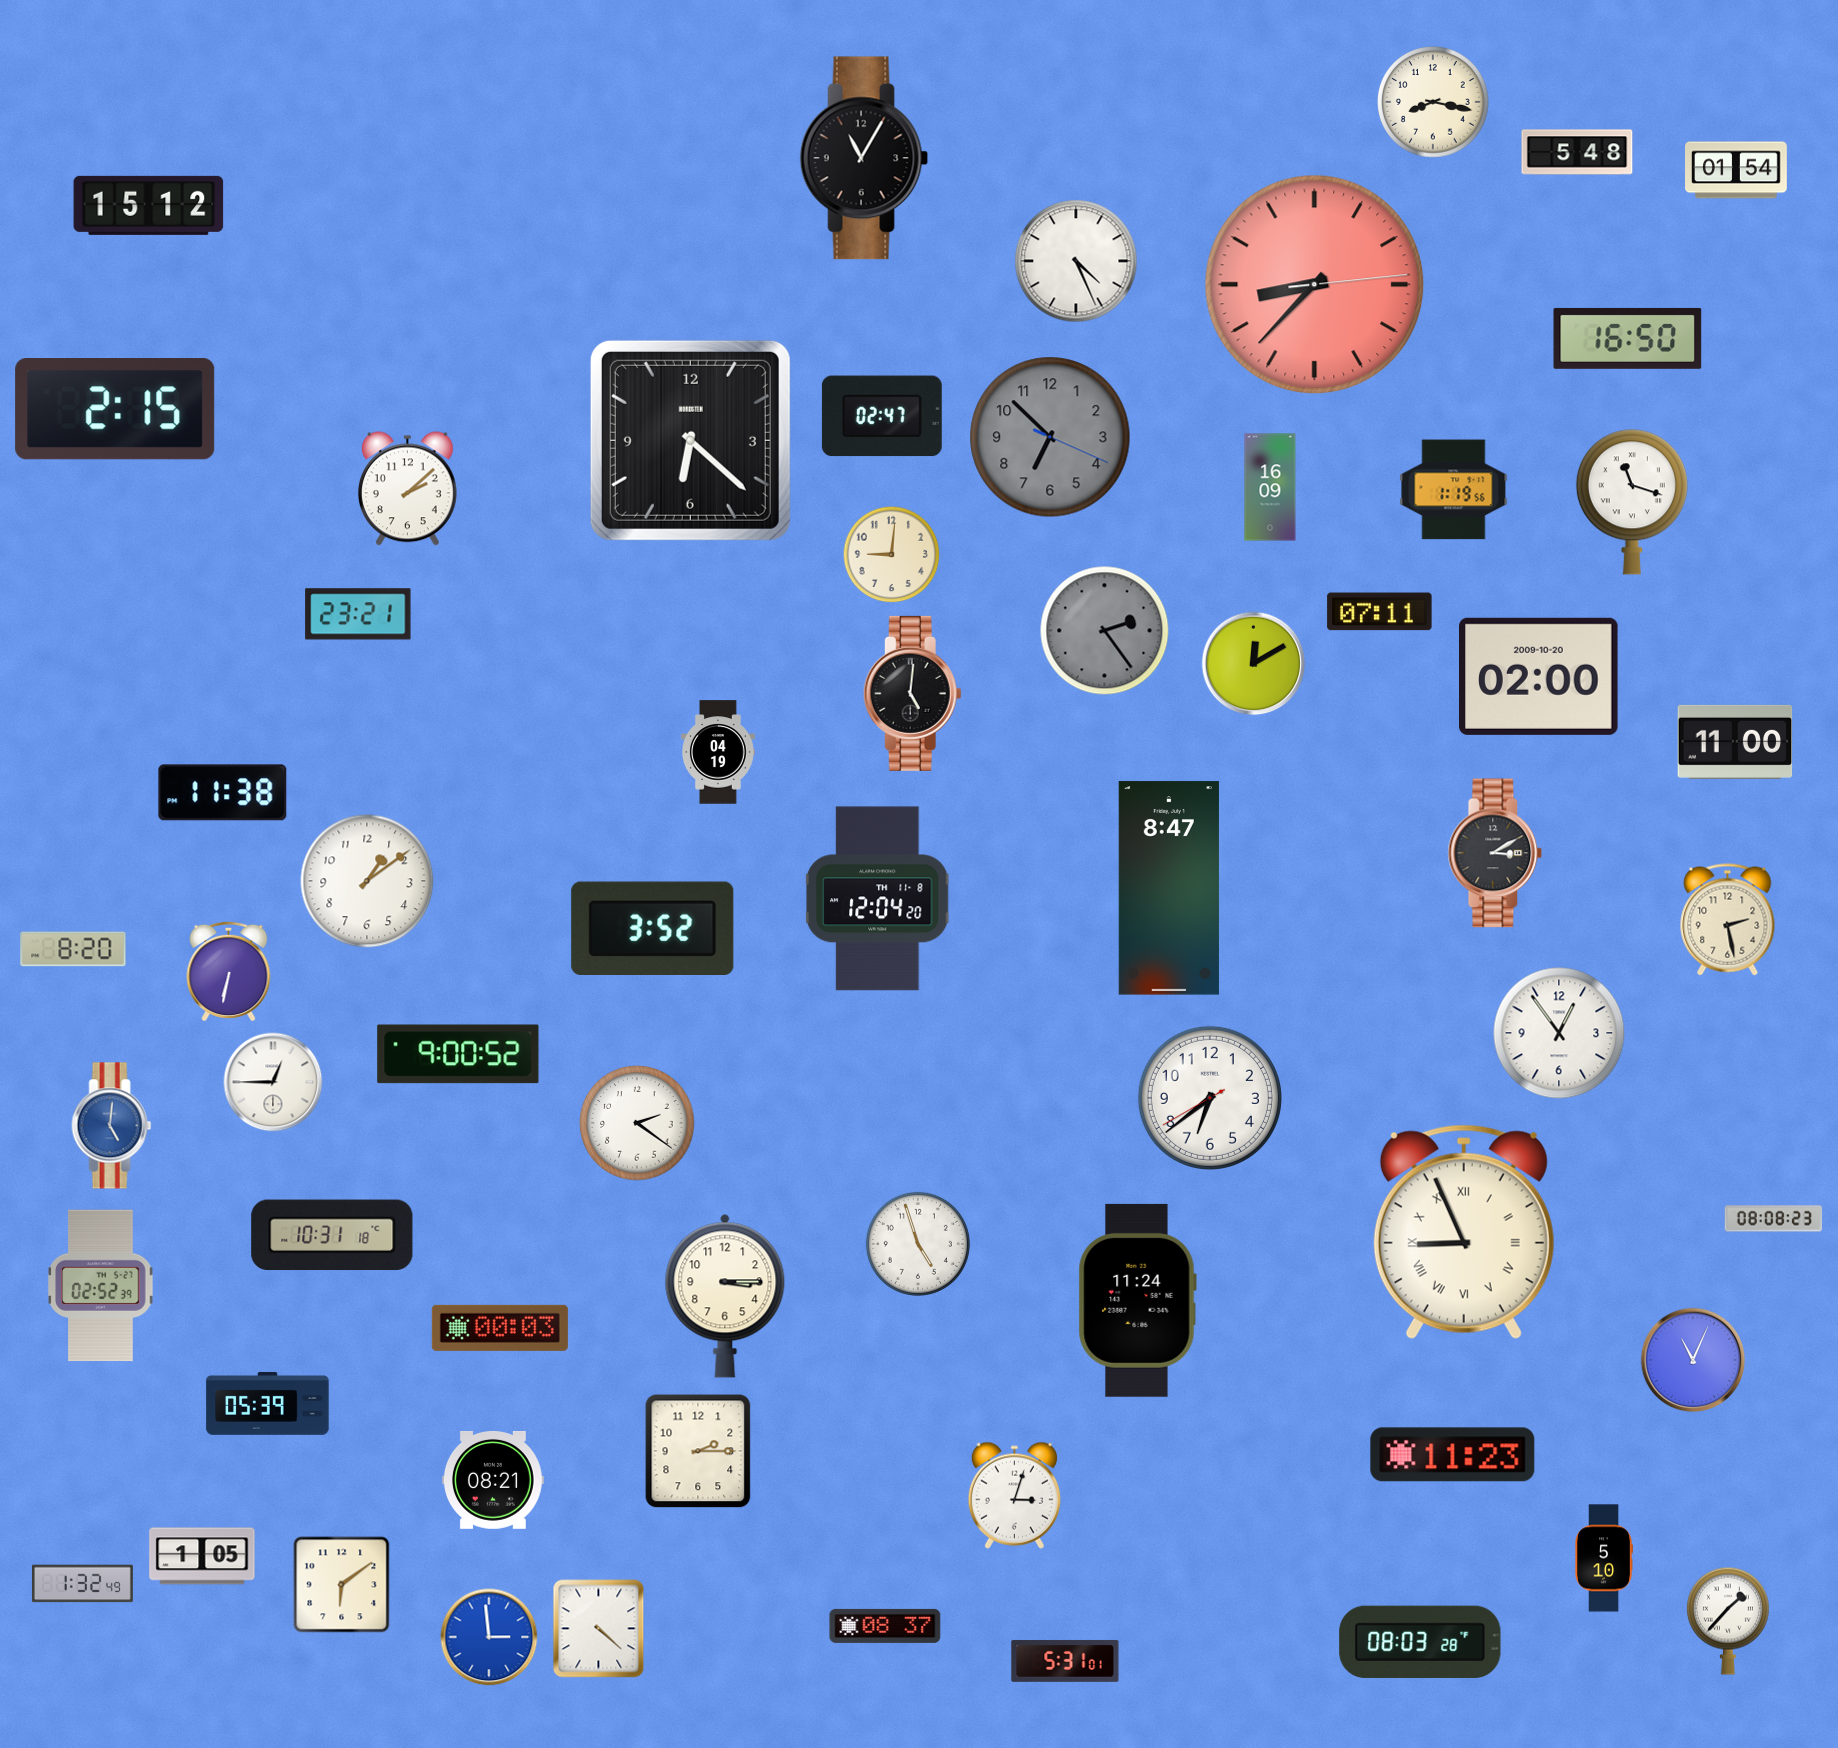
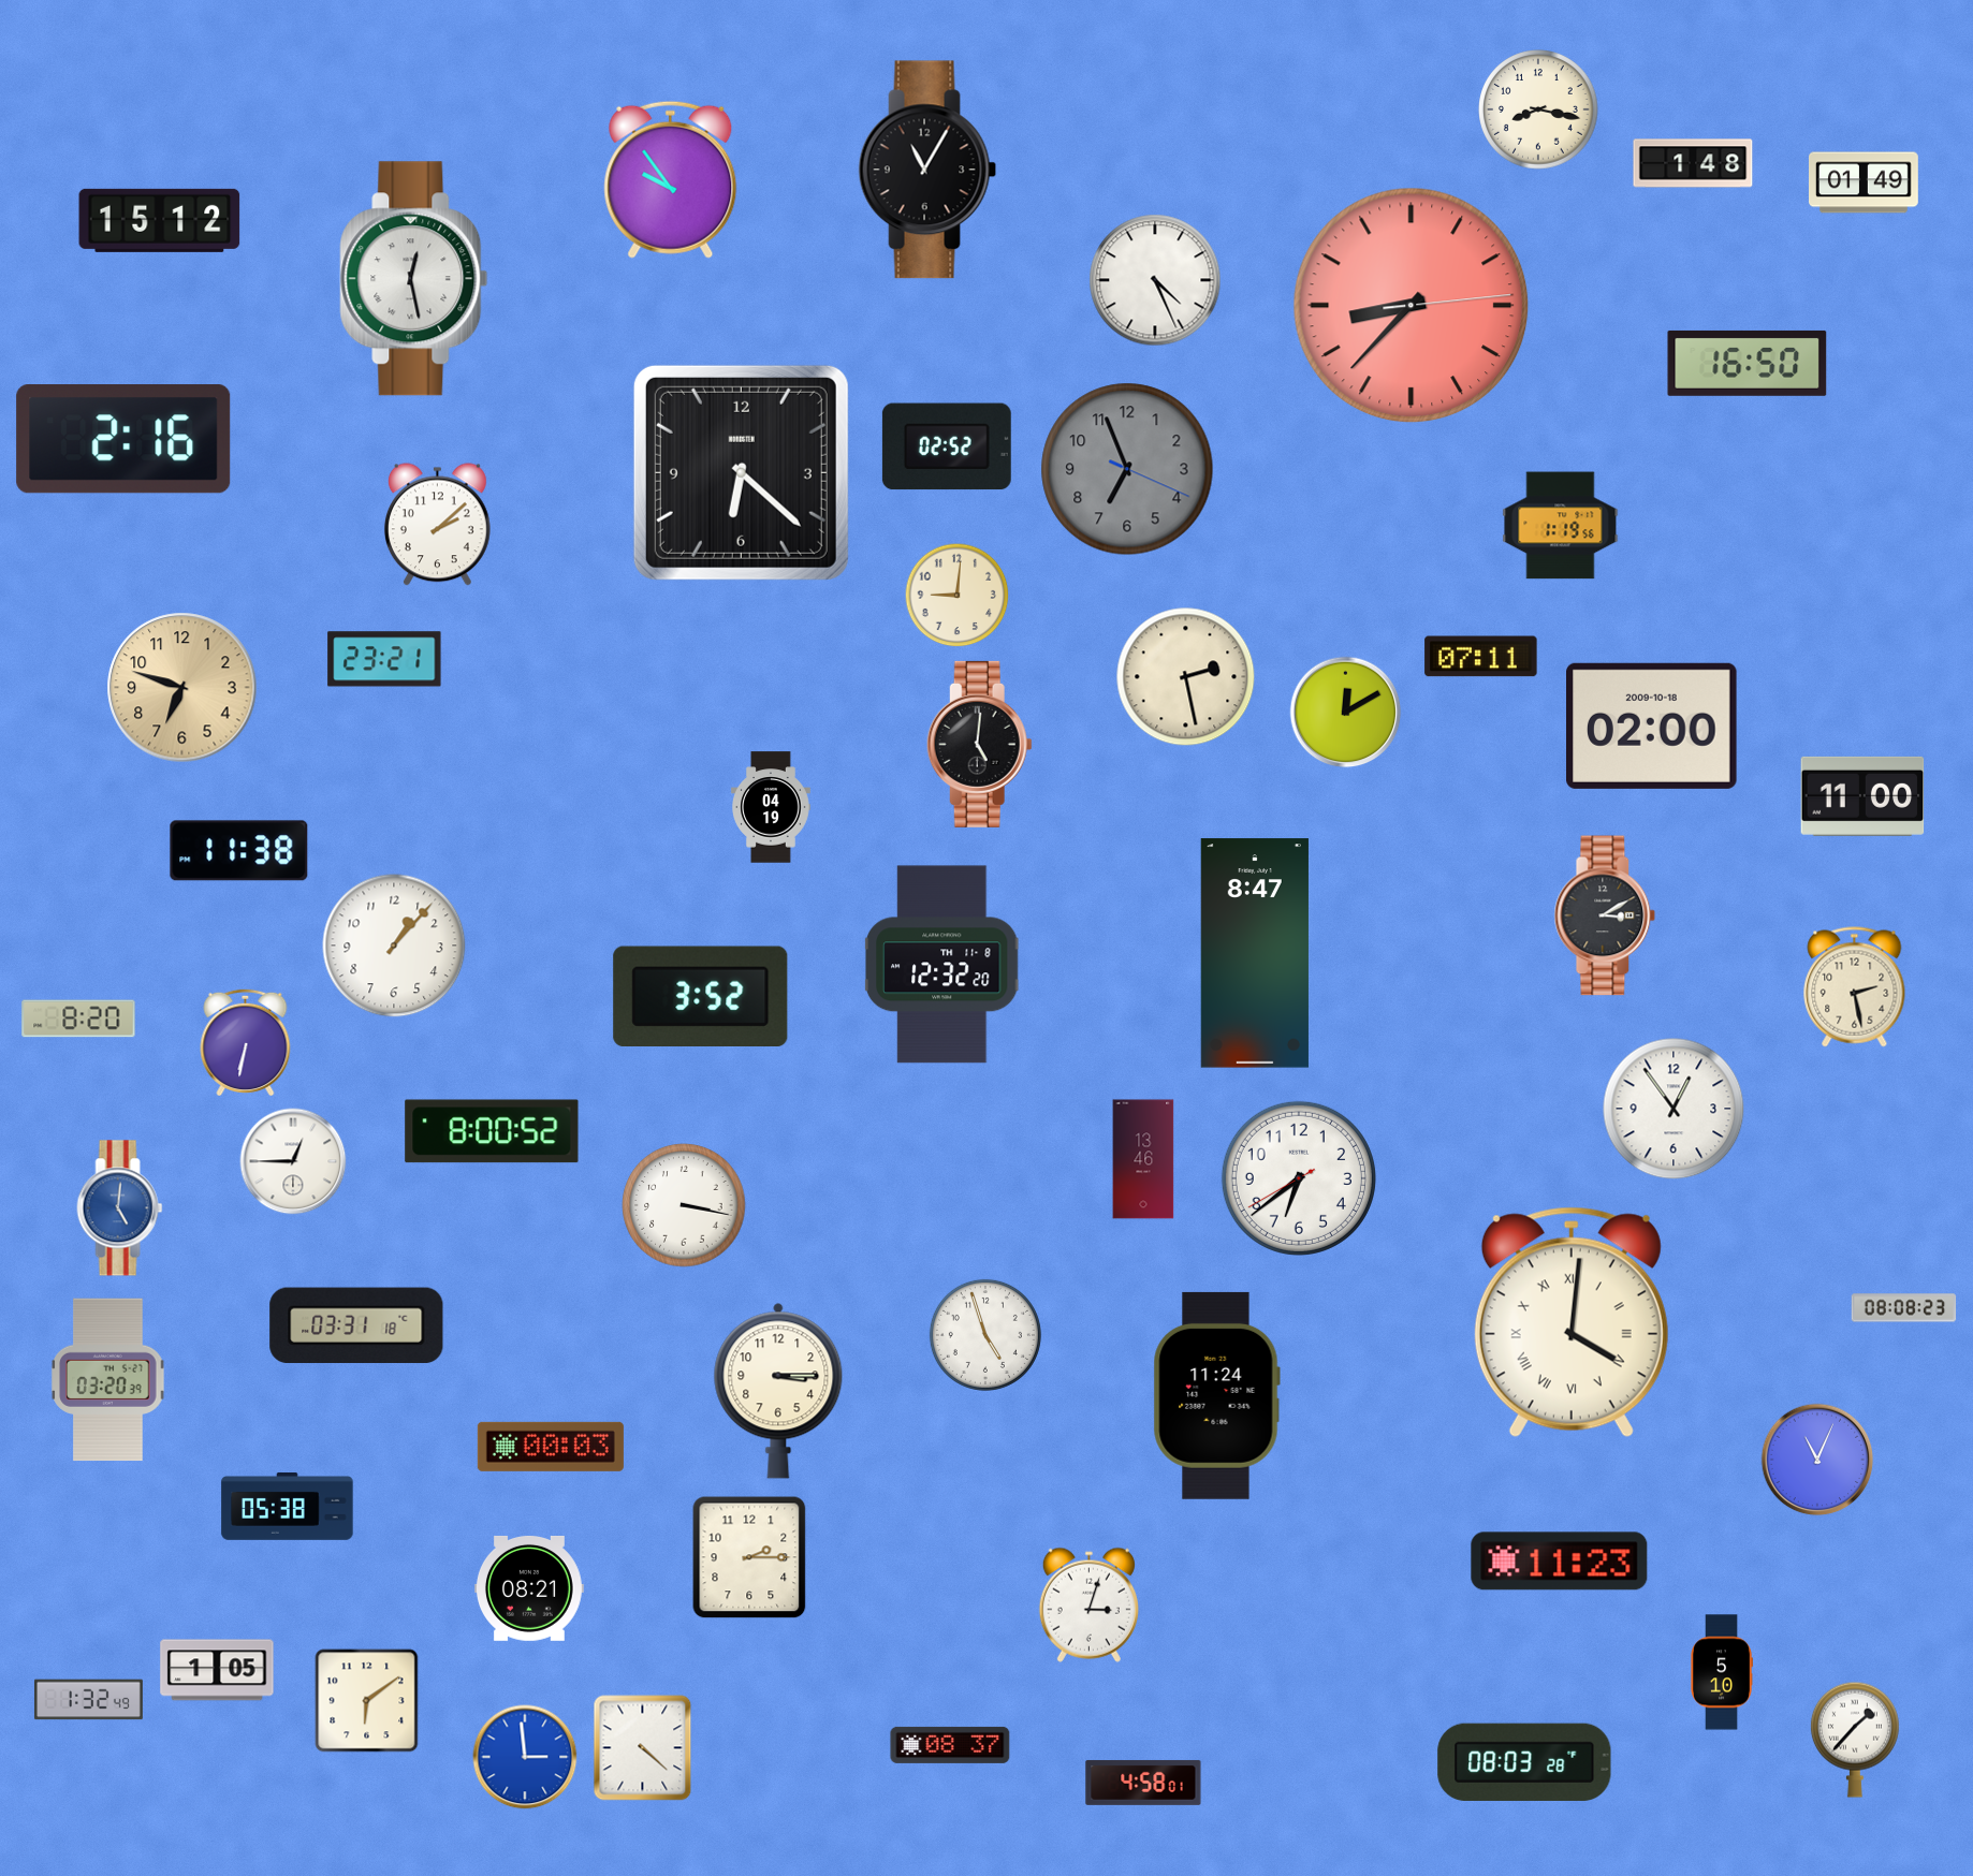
clock at (1577, 152): 5:48 -> 1:48
clock at (671, 179): none -> 9:54
clock at (1737, 170): 01:54 -> 01:49
clock at (414, 279): none -> 12:28
clock at (115, 409): 2:15 -> 2:16
clock at (882, 416): 02:47 -> 02:52
clock at (1050, 437): 6:52 -> 6:56
clock at (1270, 487): 16:09 -> none
clock at (1632, 502): 11:18 -> none
clock at (1105, 631): 2:24 -> 2:28
clock at (1105, 631) dial: grey -> cream
clock at (182, 688): none -> 6:48
clock at (1539, 676) date: 2009-10-20 -> 2009-10-18
clock at (367, 881): 1:09 -> 1:07
clock at (878, 899): 12:04 -> 12:32
clock at (458, 1054): 9:00 -> 8:00
clock at (1143, 1159): none -> 13:46
clock at (637, 1123): 2:21 -> 3:17
clock at (1464, 1232): 8:56 -> 4:01
clock at (332, 1235): 10:31 -> 03:31
clock at (101, 1286): 02:52 -> 03:20
clock at (1137, 1300) position: (1137, 1300) -> (1216, 1395)
clock at (500, 1328) position: (500, 1328) -> (551, 1447)
clock at (268, 1404): 05:39 -> 05:38
clock at (1065, 1661): 5:31 -> 4:58
